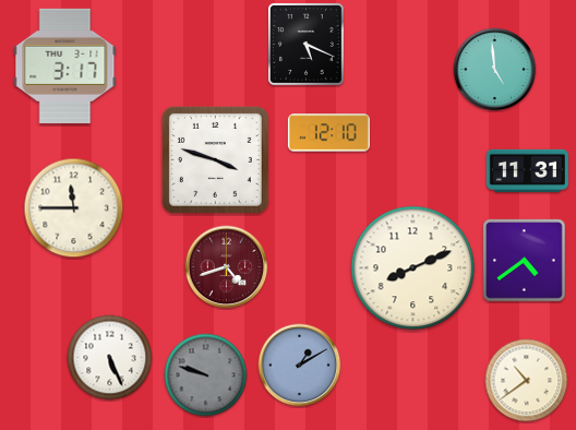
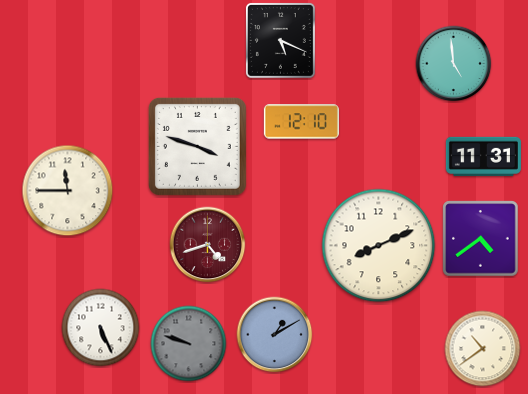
clock at (65, 65): 3:17 -> none
